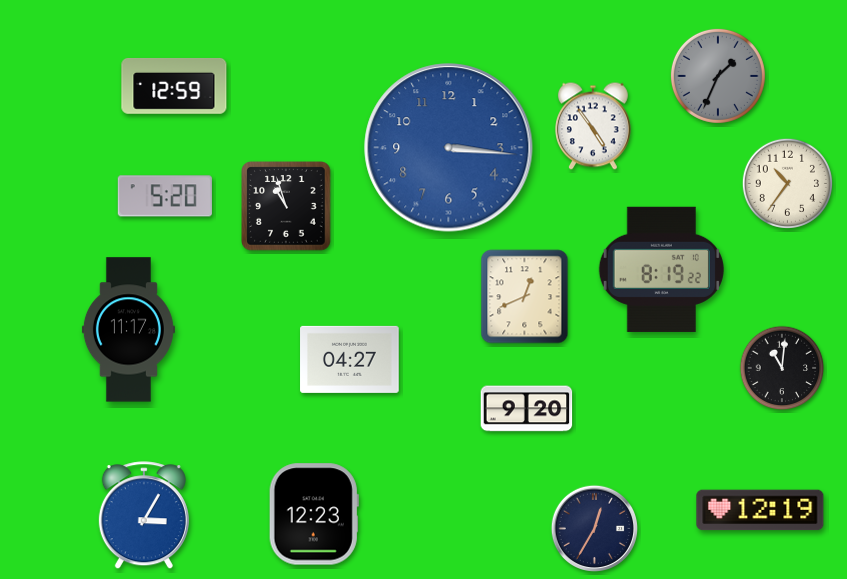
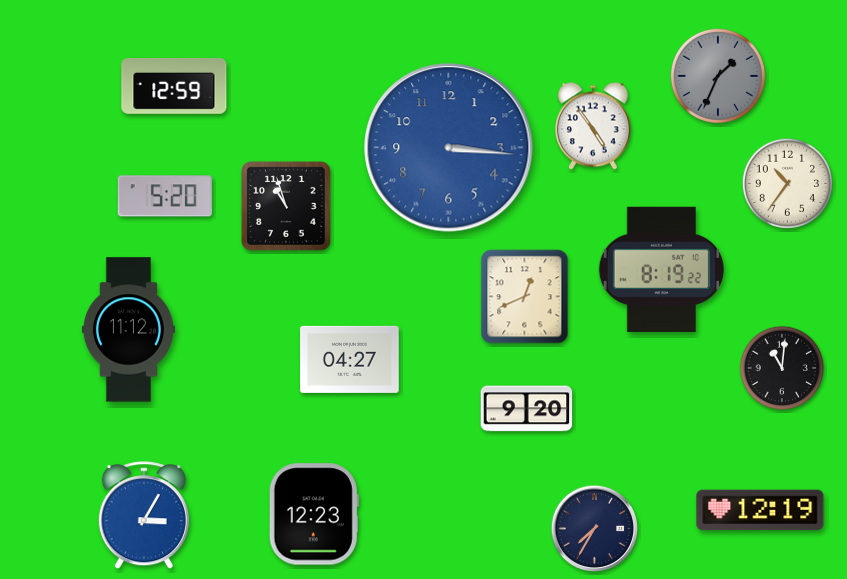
clock at (128, 330): 11:17 -> 11:12
clock at (594, 528): 12:35 -> 7:35
